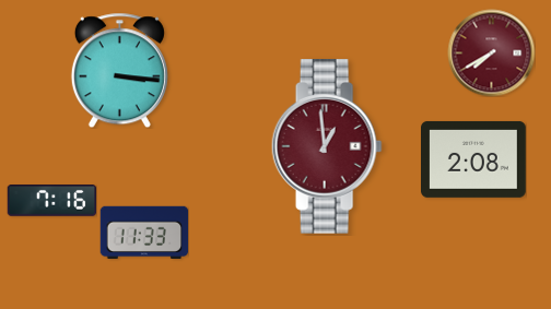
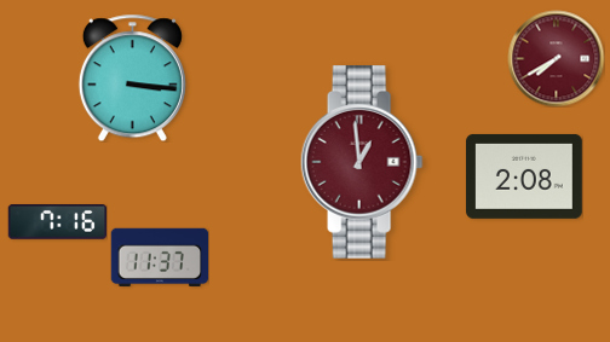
clock at (491, 52) position: (491, 52) -> (556, 58)
clock at (144, 233): 11:33 -> 11:37
